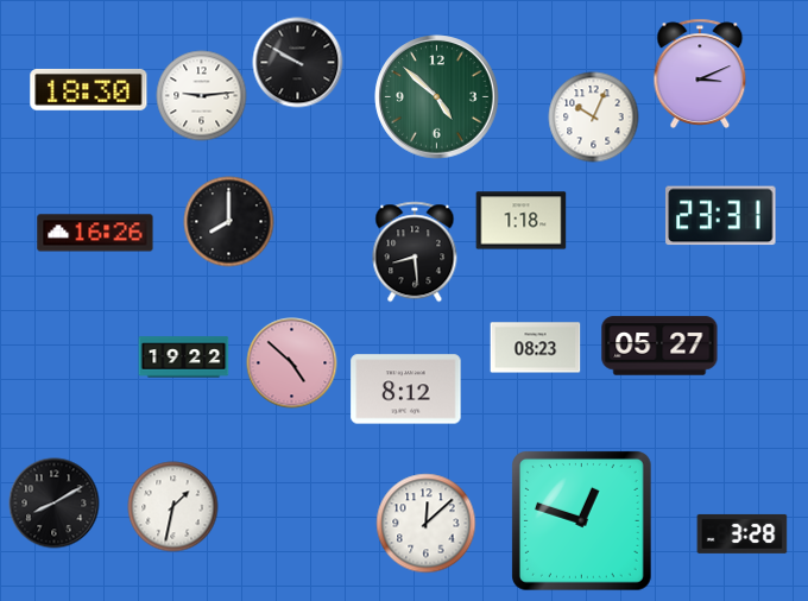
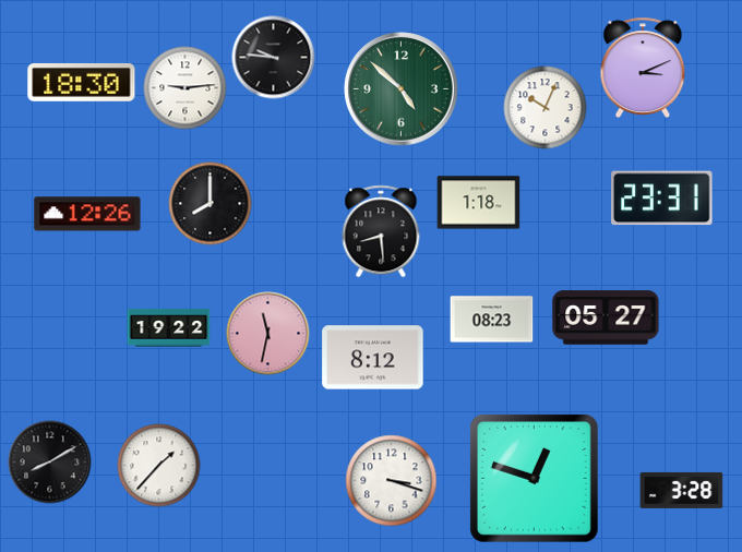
clock at (298, 63): 9:50 -> 9:46
clock at (95, 233): 16:26 -> 12:26
clock at (292, 363): 4:52 -> 11:32
clock at (173, 507): 1:32 -> 1:37
clock at (427, 524): 12:08 -> 3:18
